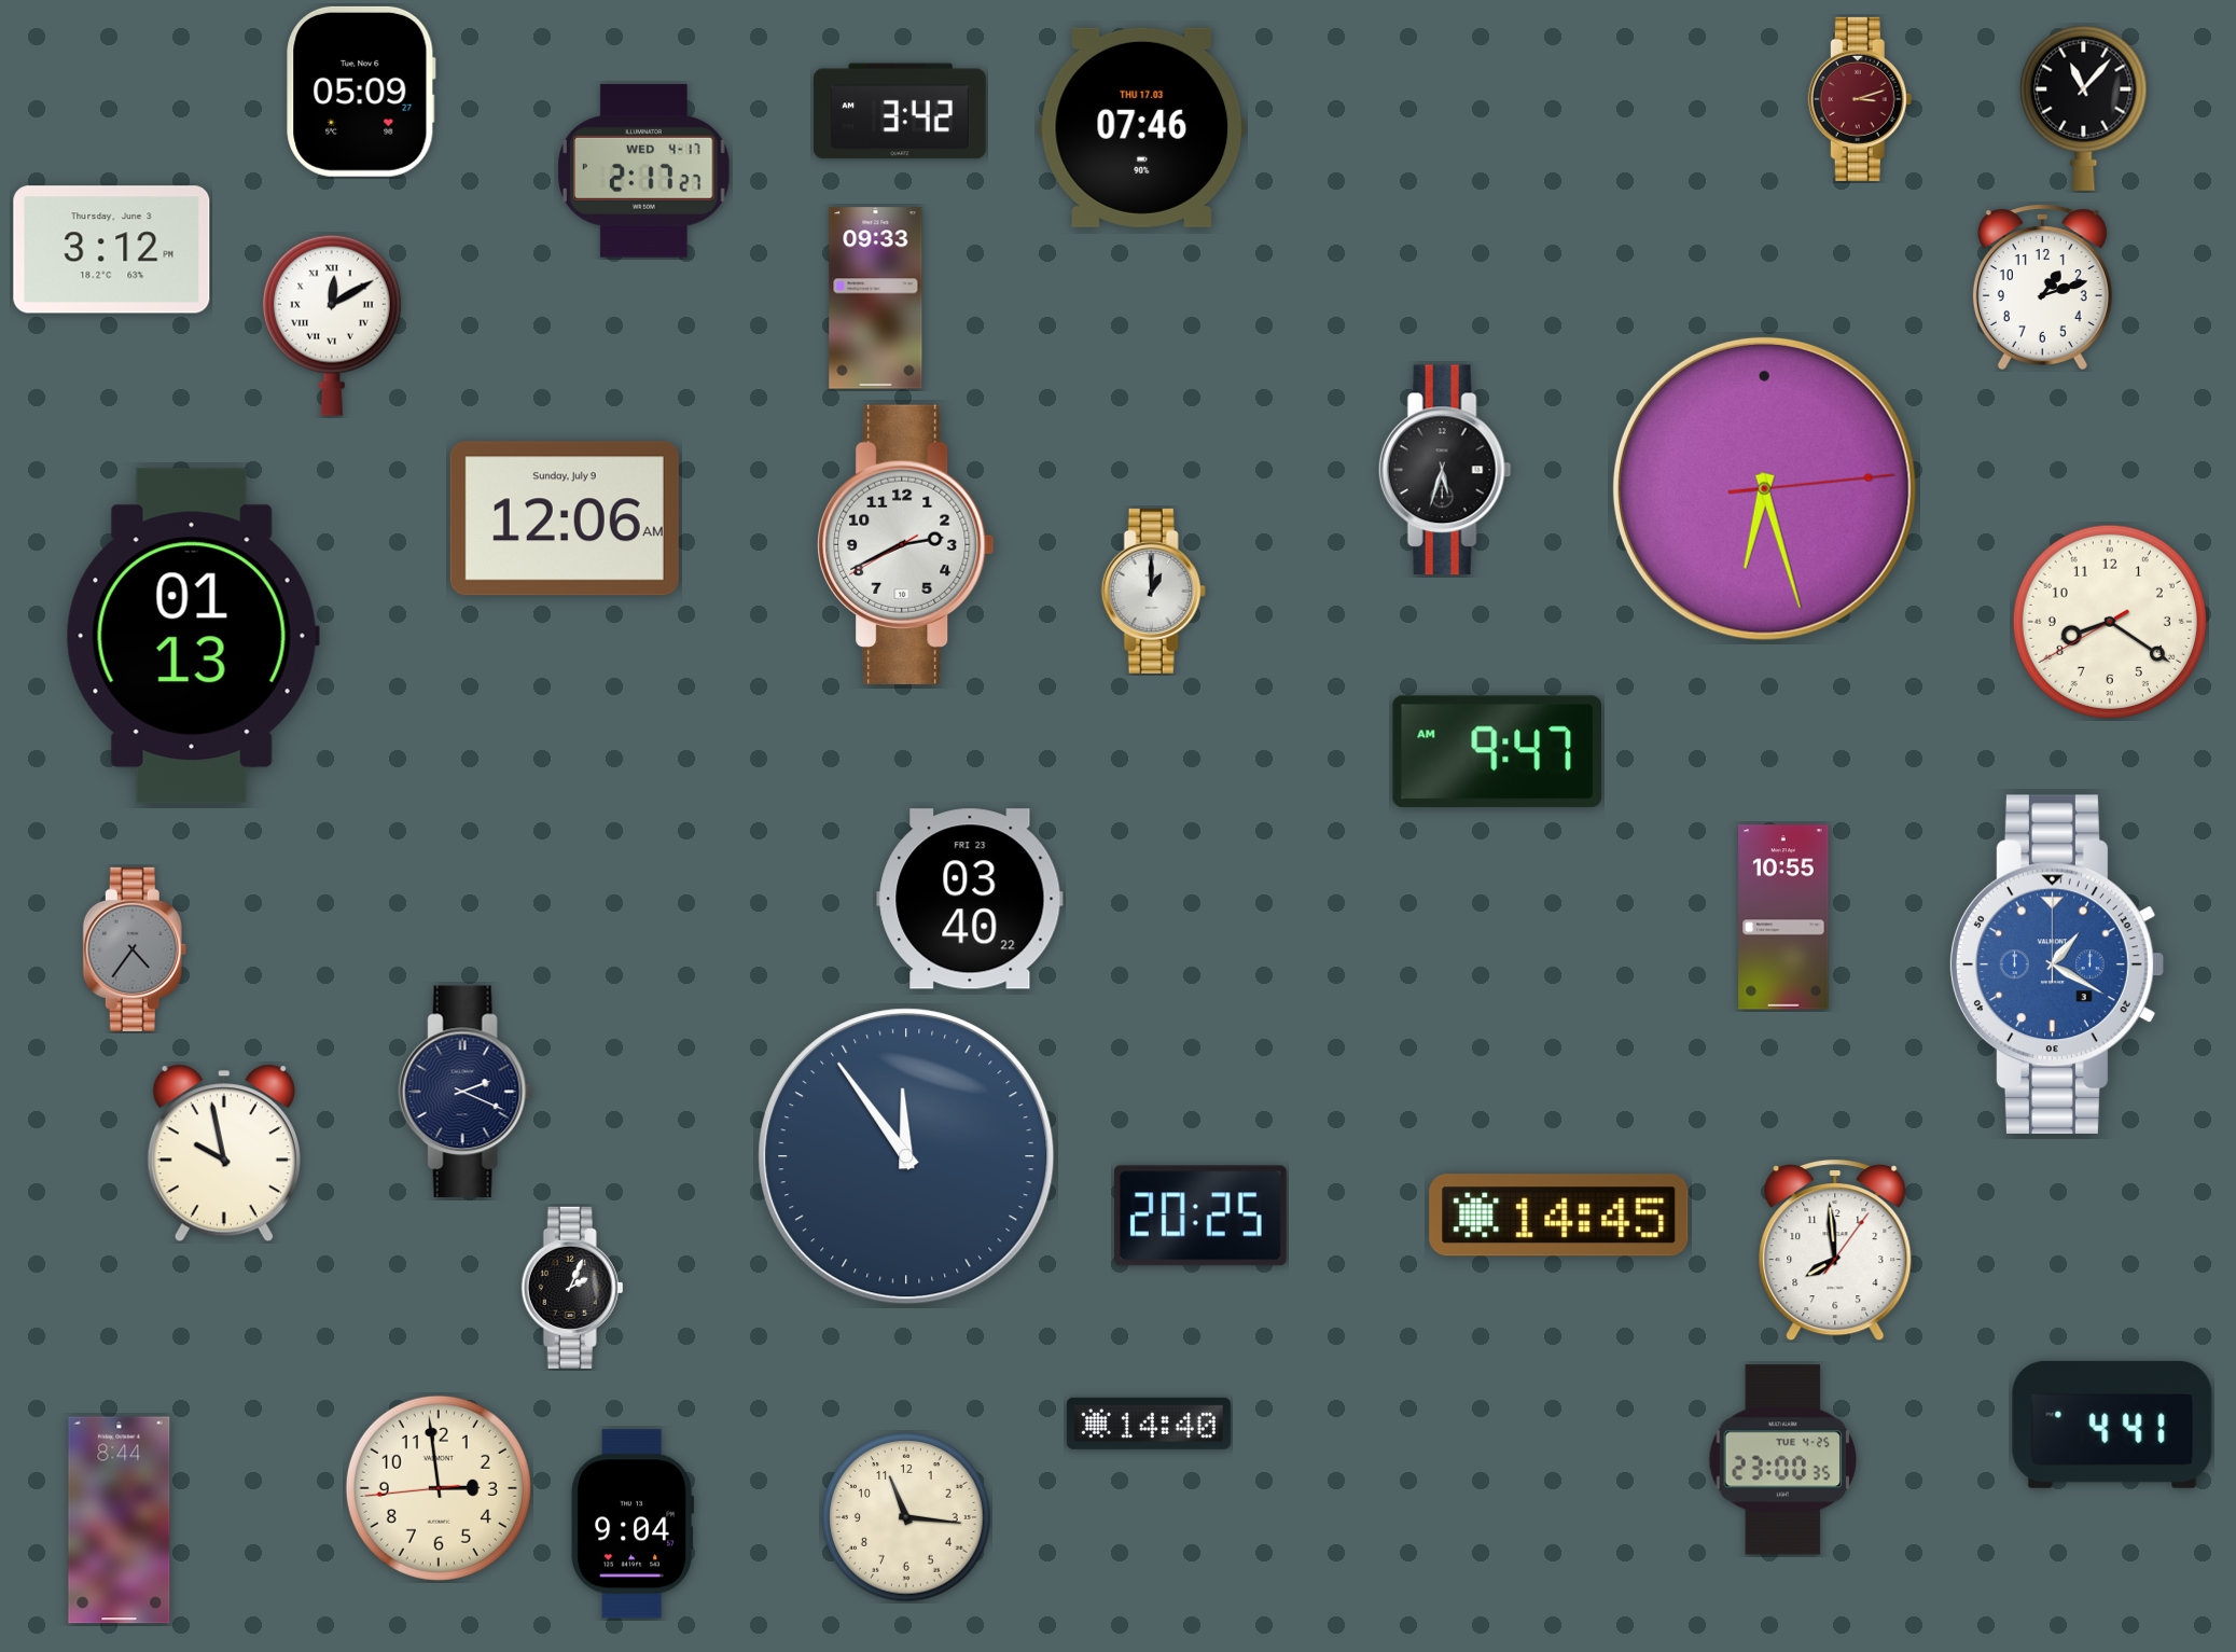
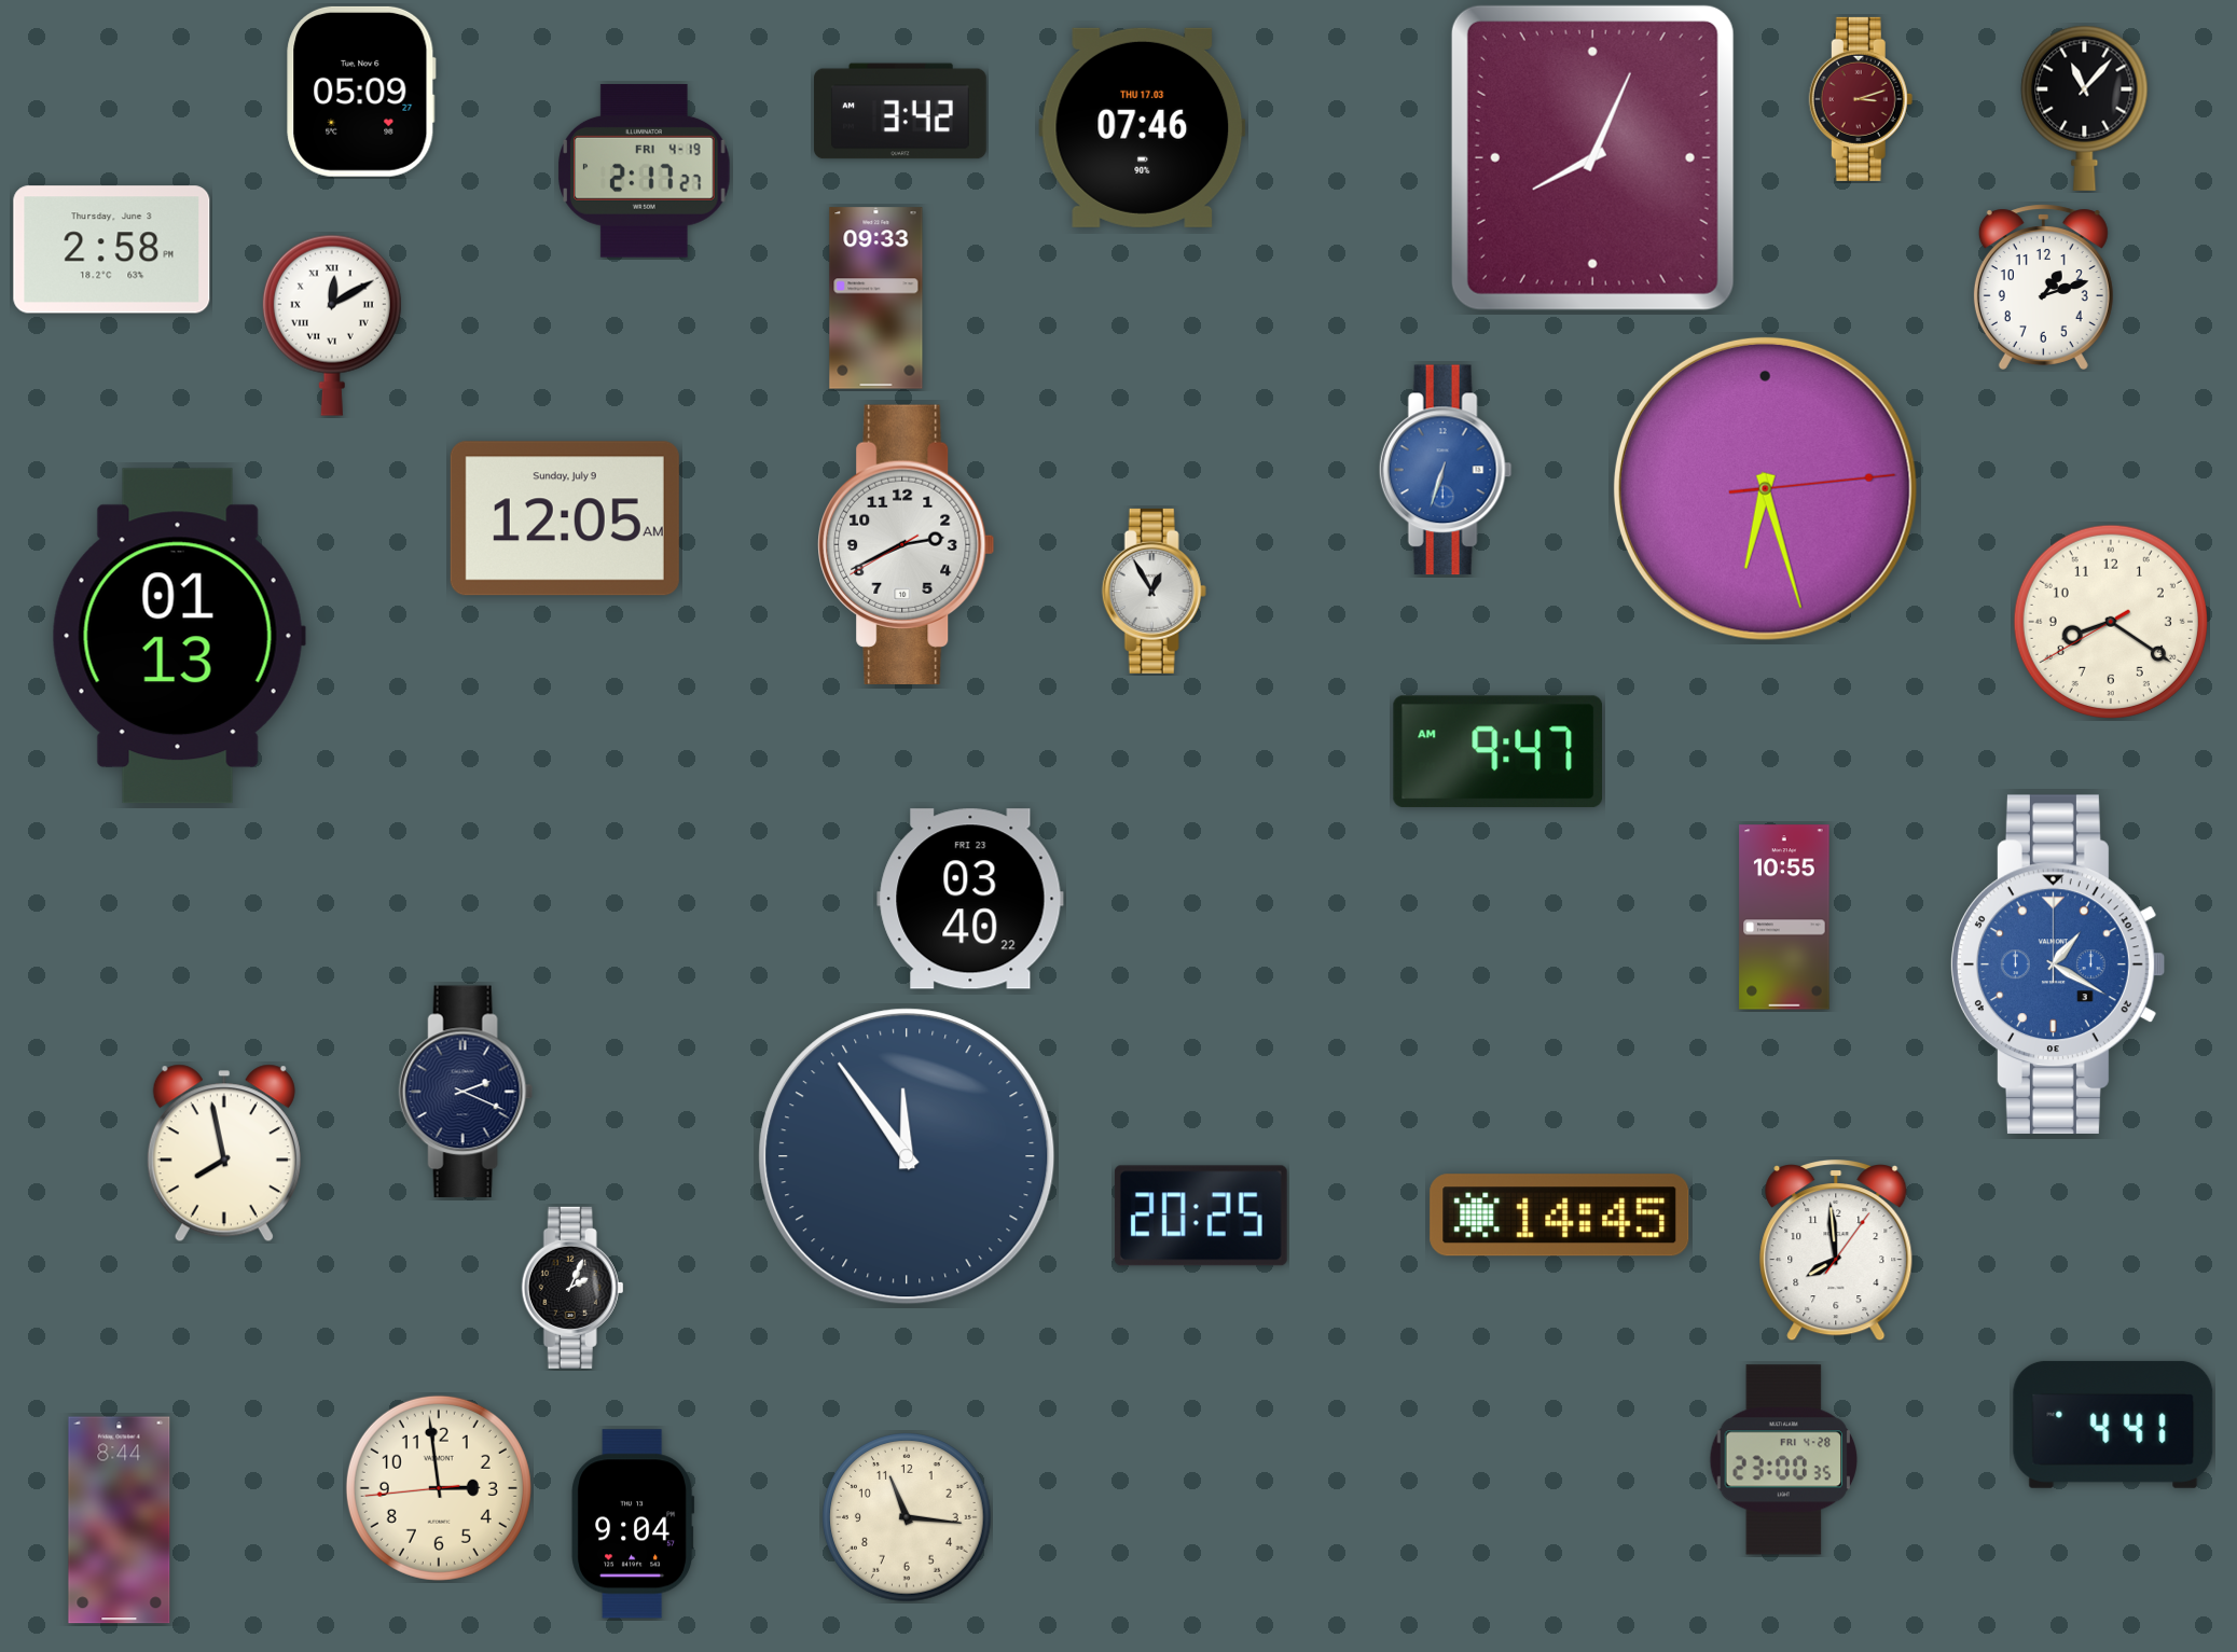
clock at (1592, 157): none -> 8:04
clock at (644, 170) date: WED 4-17 -> FRI 4-19
clock at (112, 250): 3:12 -> 2:58
clock at (1445, 470): 5:33 -> 6:33
clock at (1445, 470) dial: black -> blue
clock at (565, 518): 12:06 -> 12:05
clock at (1153, 591): 1:00 -> 12:55
clock at (193, 636) position: (193, 636) -> (179, 636)
clock at (135, 949): 4:36 -> none
clock at (224, 1153): 9:58 -> 7:58
clock at (1149, 1424): 14:40 -> none
clock at (1783, 1460) date: TUE 4-25 -> FRI 4-28
